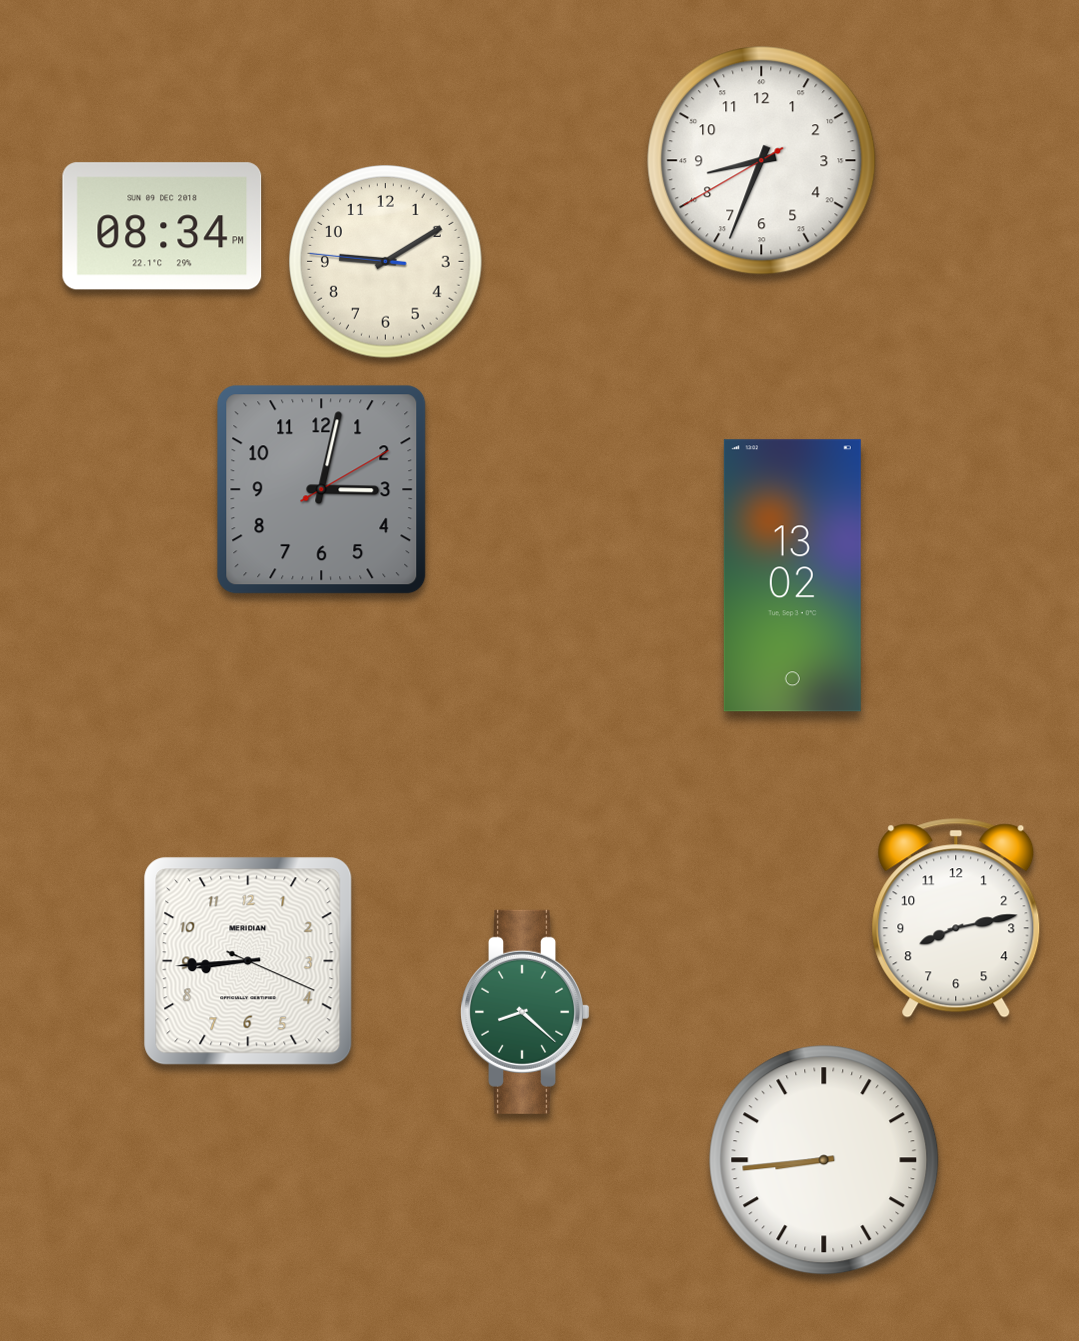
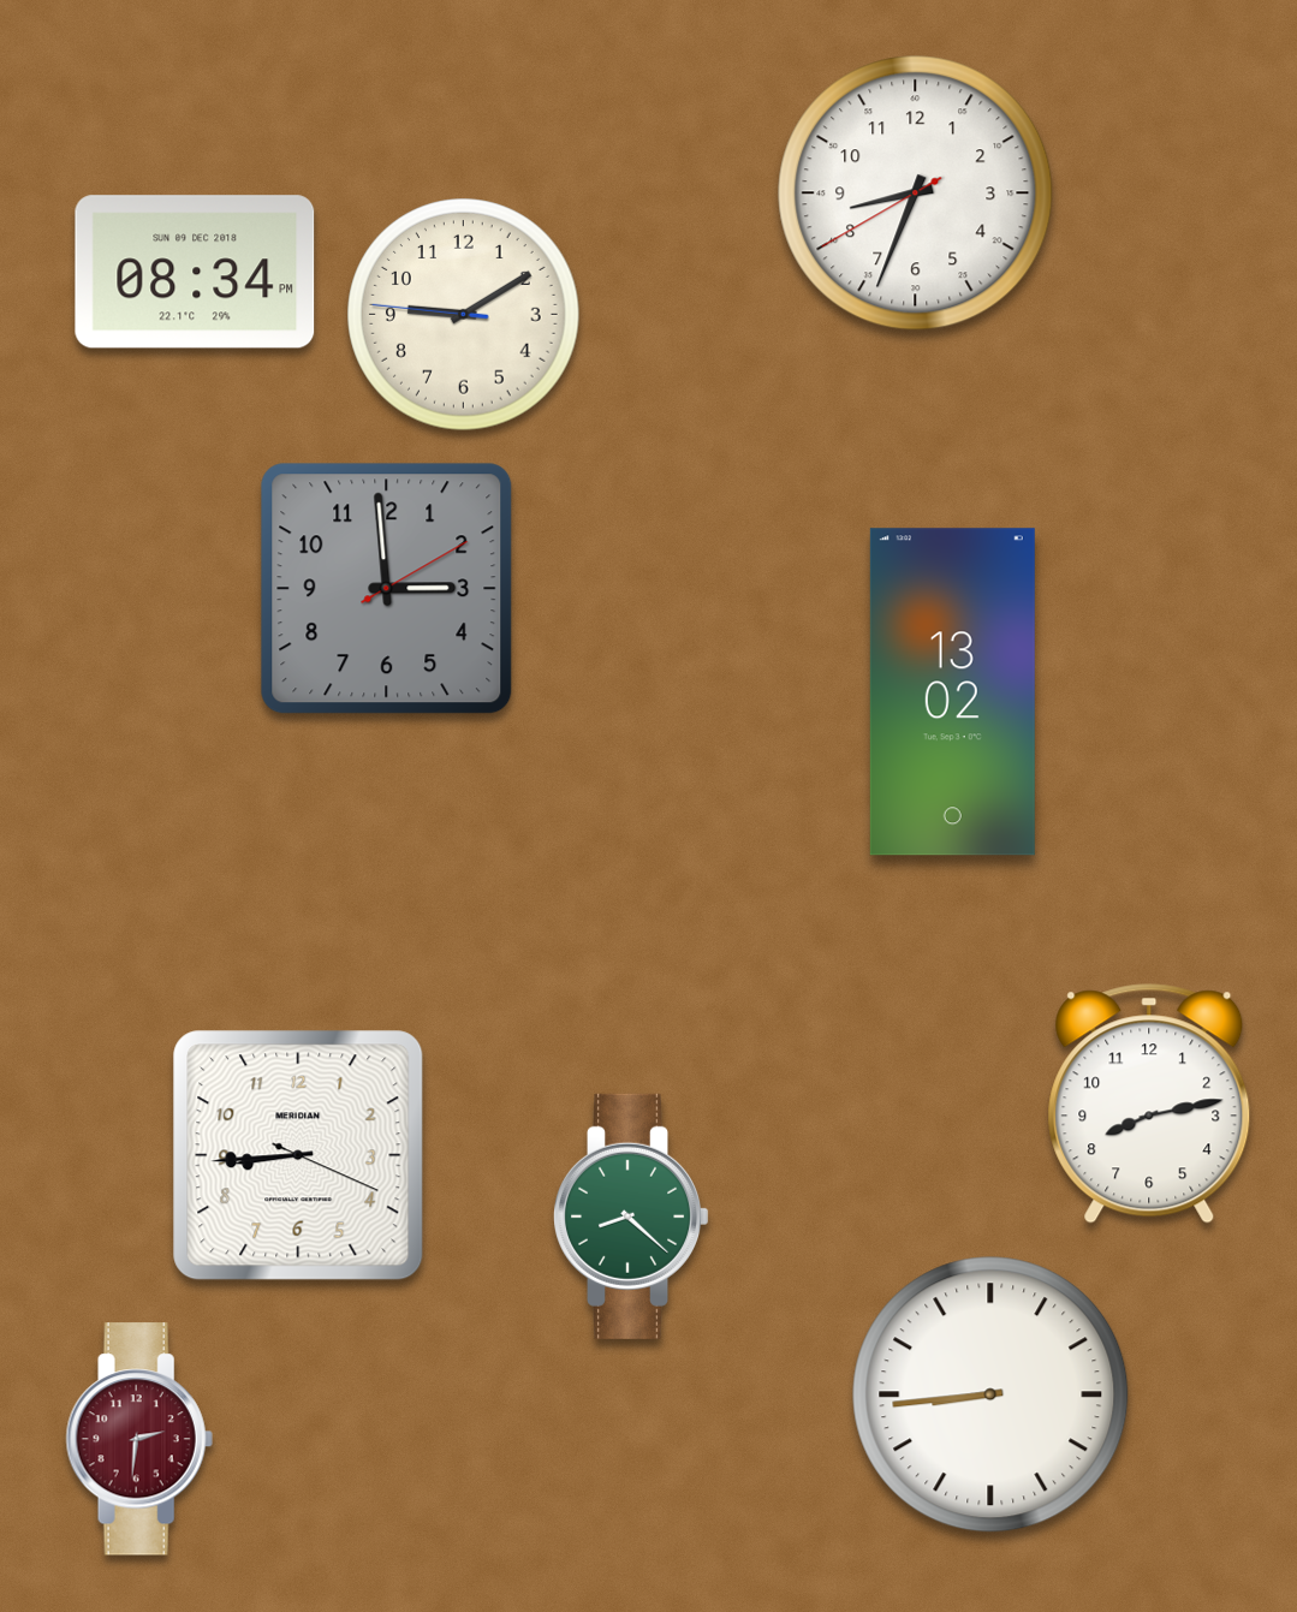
clock at (322, 490): 3:02 -> 2:59
clock at (139, 1439): none -> 2:31
